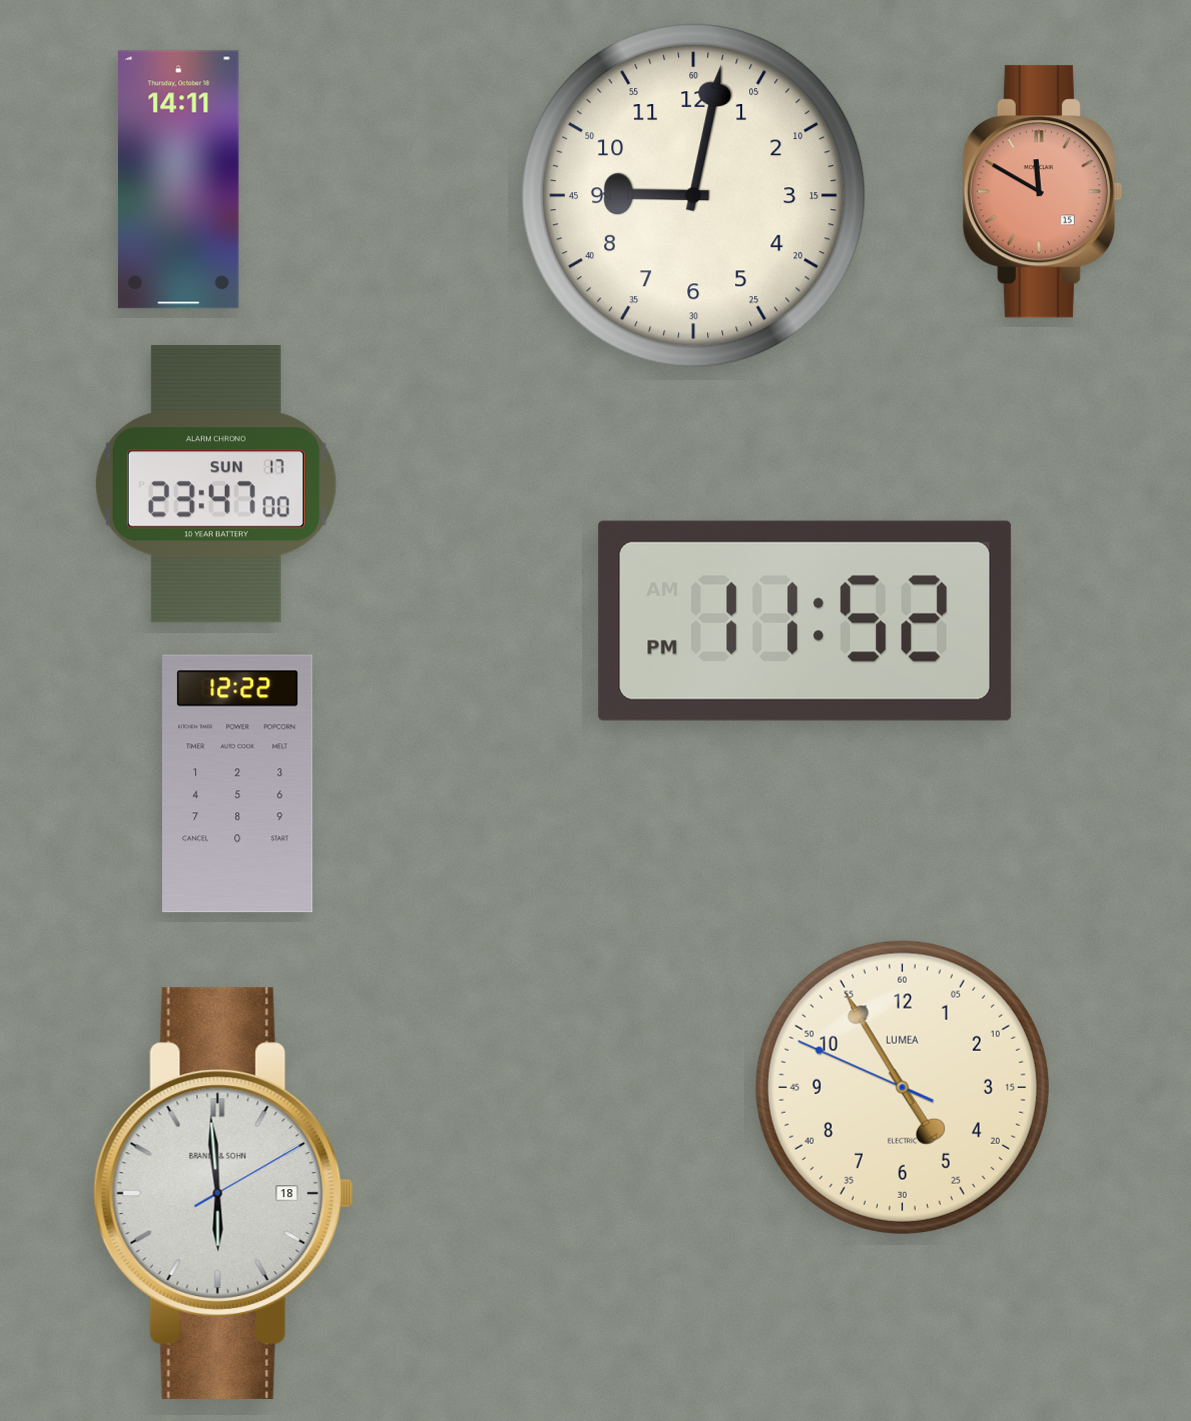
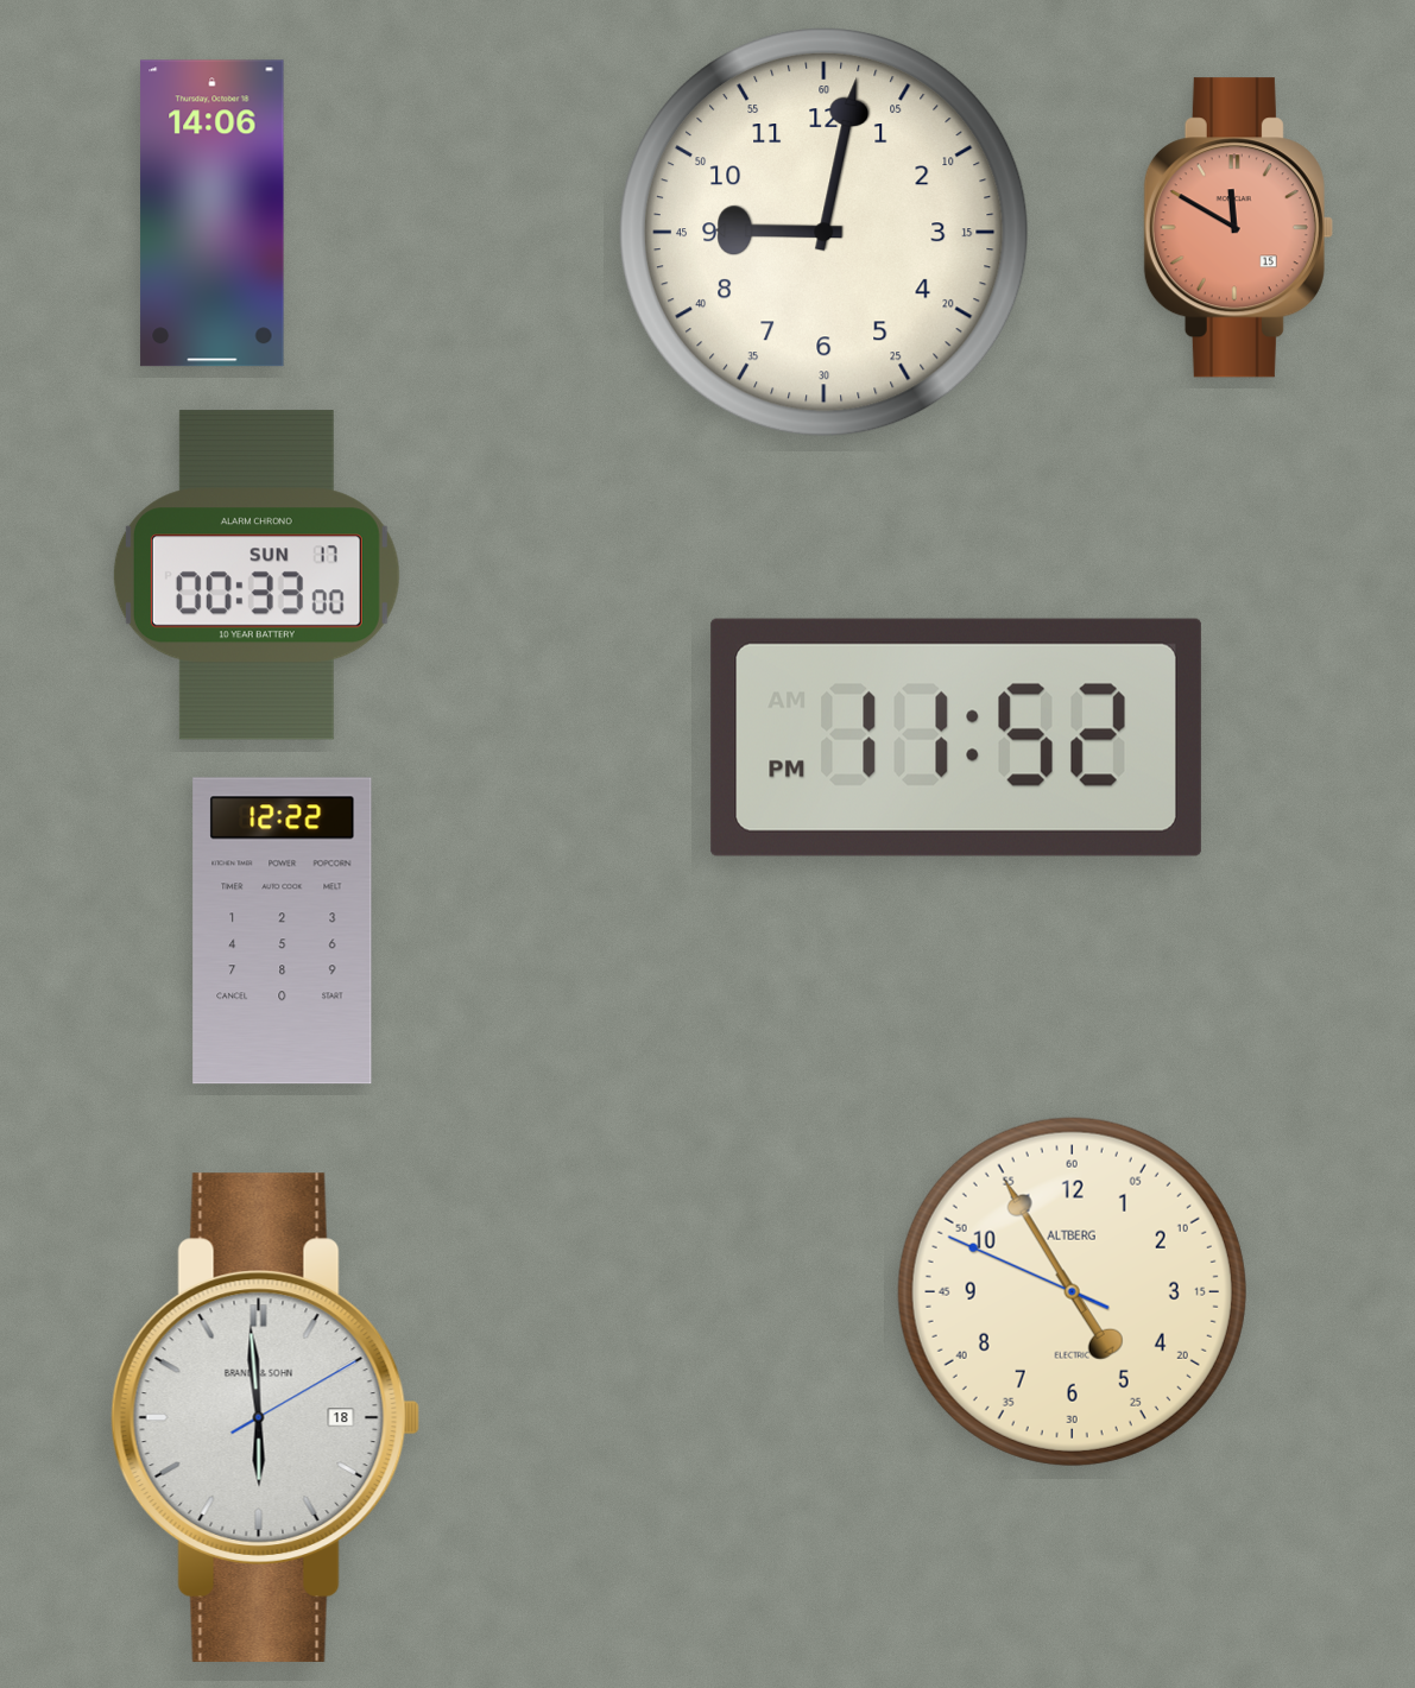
clock at (179, 180): 14:11 -> 14:06
clock at (216, 484): 23:47 -> 00:33
clock at (902, 1087) brand: LUMEA -> ALTBERG
